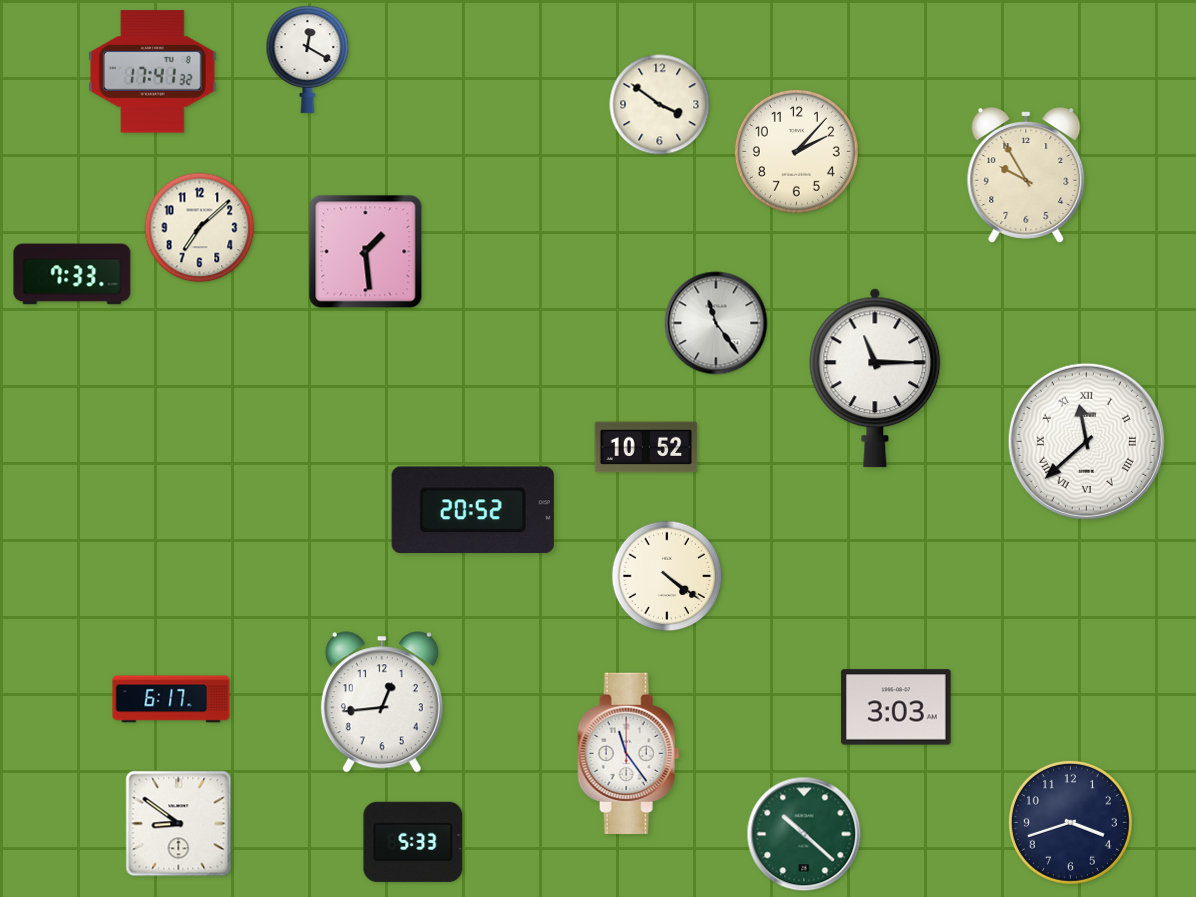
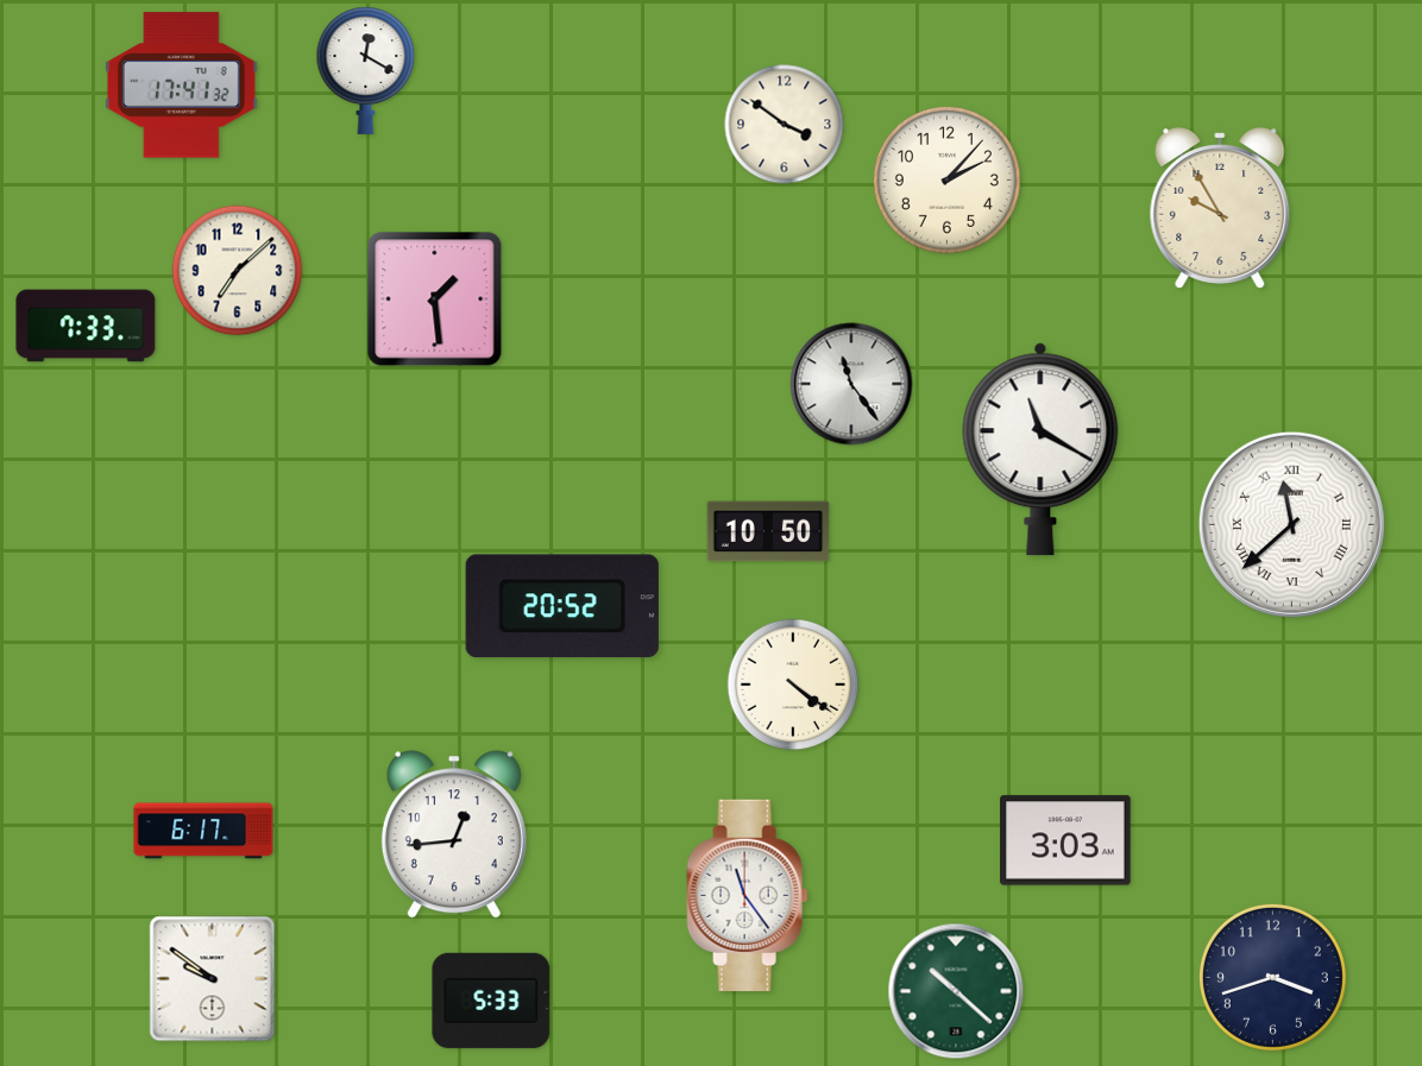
clock at (875, 378): 11:15 -> 11:20
clock at (646, 447): 10:52 -> 10:50
clock at (179, 824): 8:51 -> 9:51
